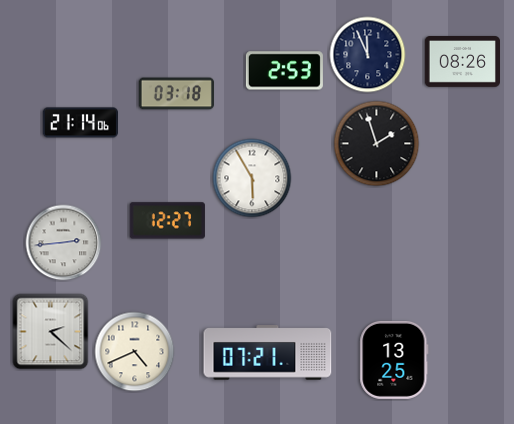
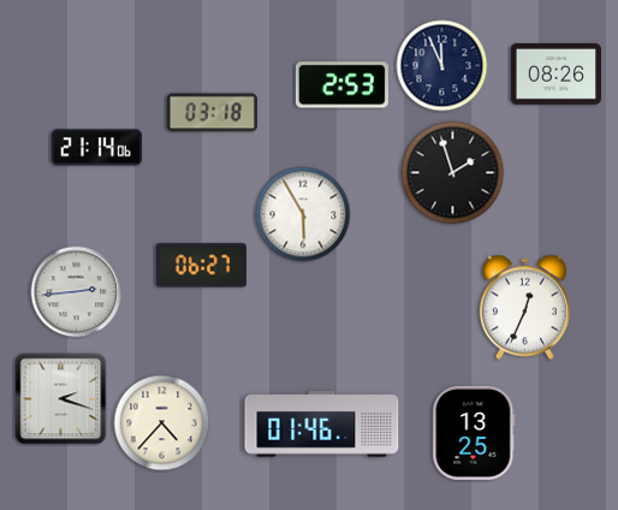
clock at (167, 221): 12:27 -> 06:27
clock at (524, 308): none -> 12:34
clock at (51, 332): 2:22 -> 2:18
clock at (135, 352): 4:41 -> 4:37
clock at (268, 353): 07:21 -> 01:46
